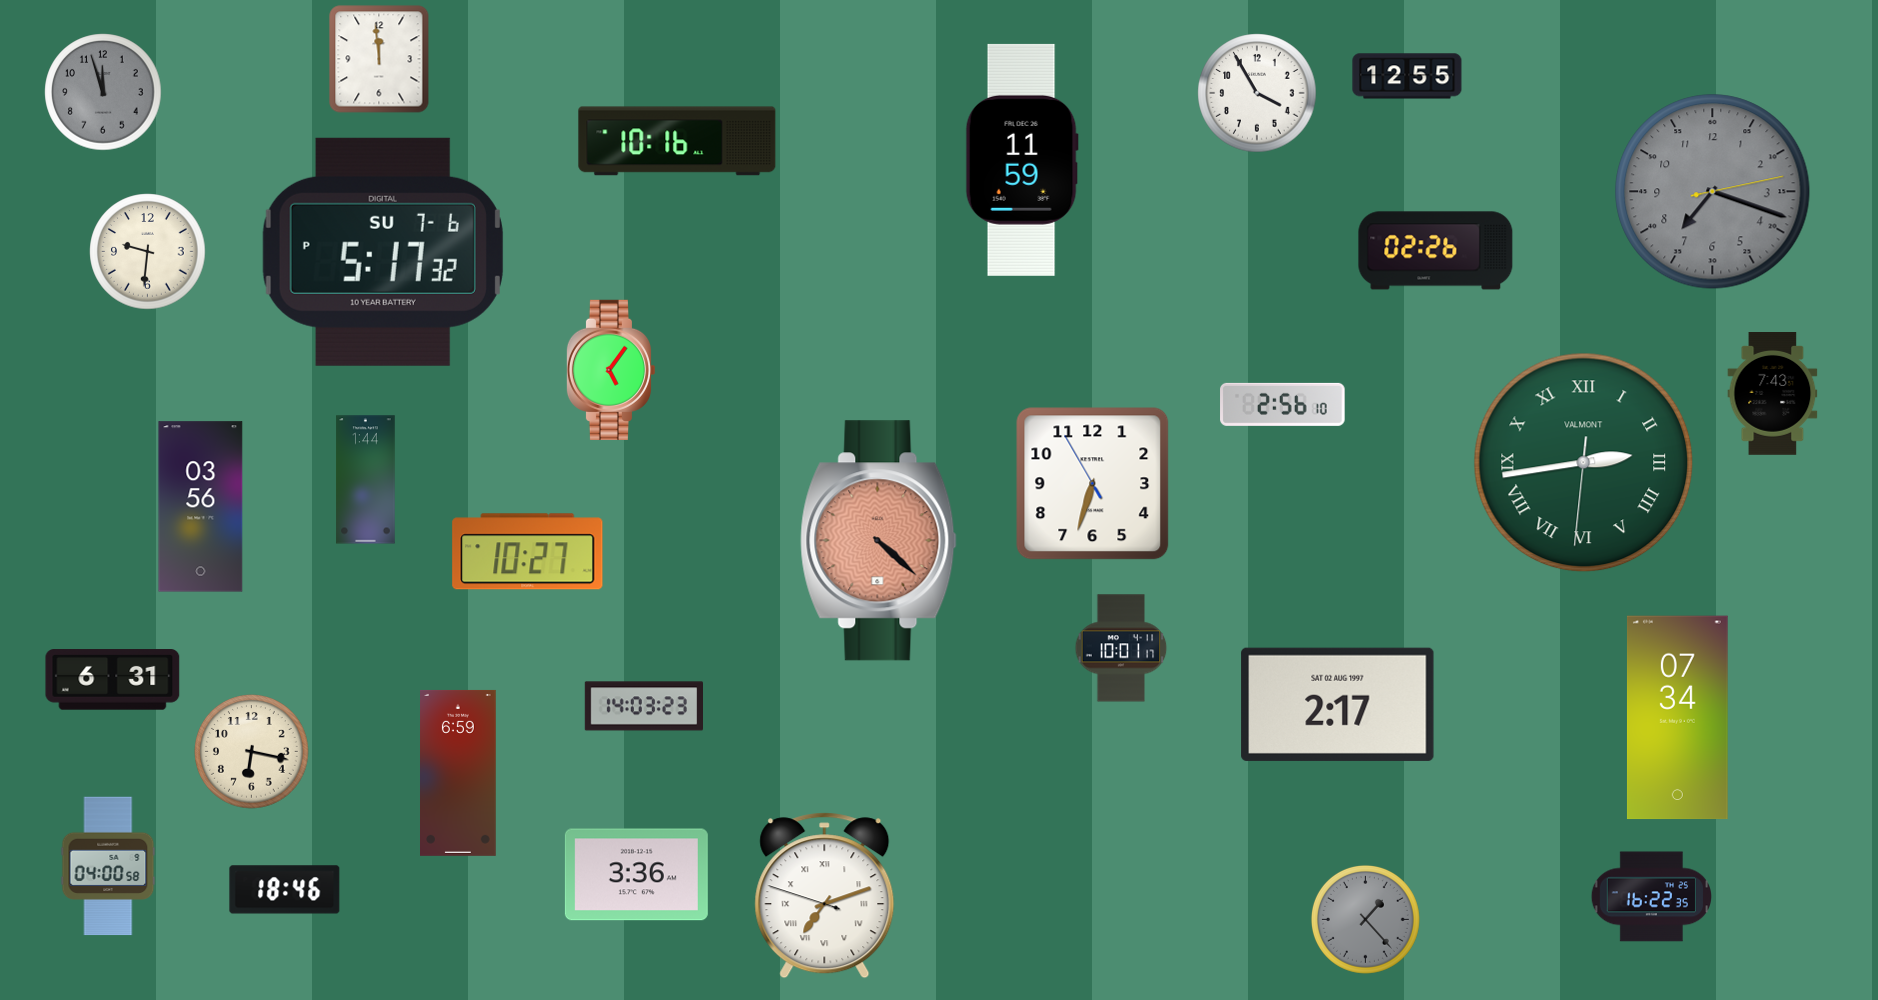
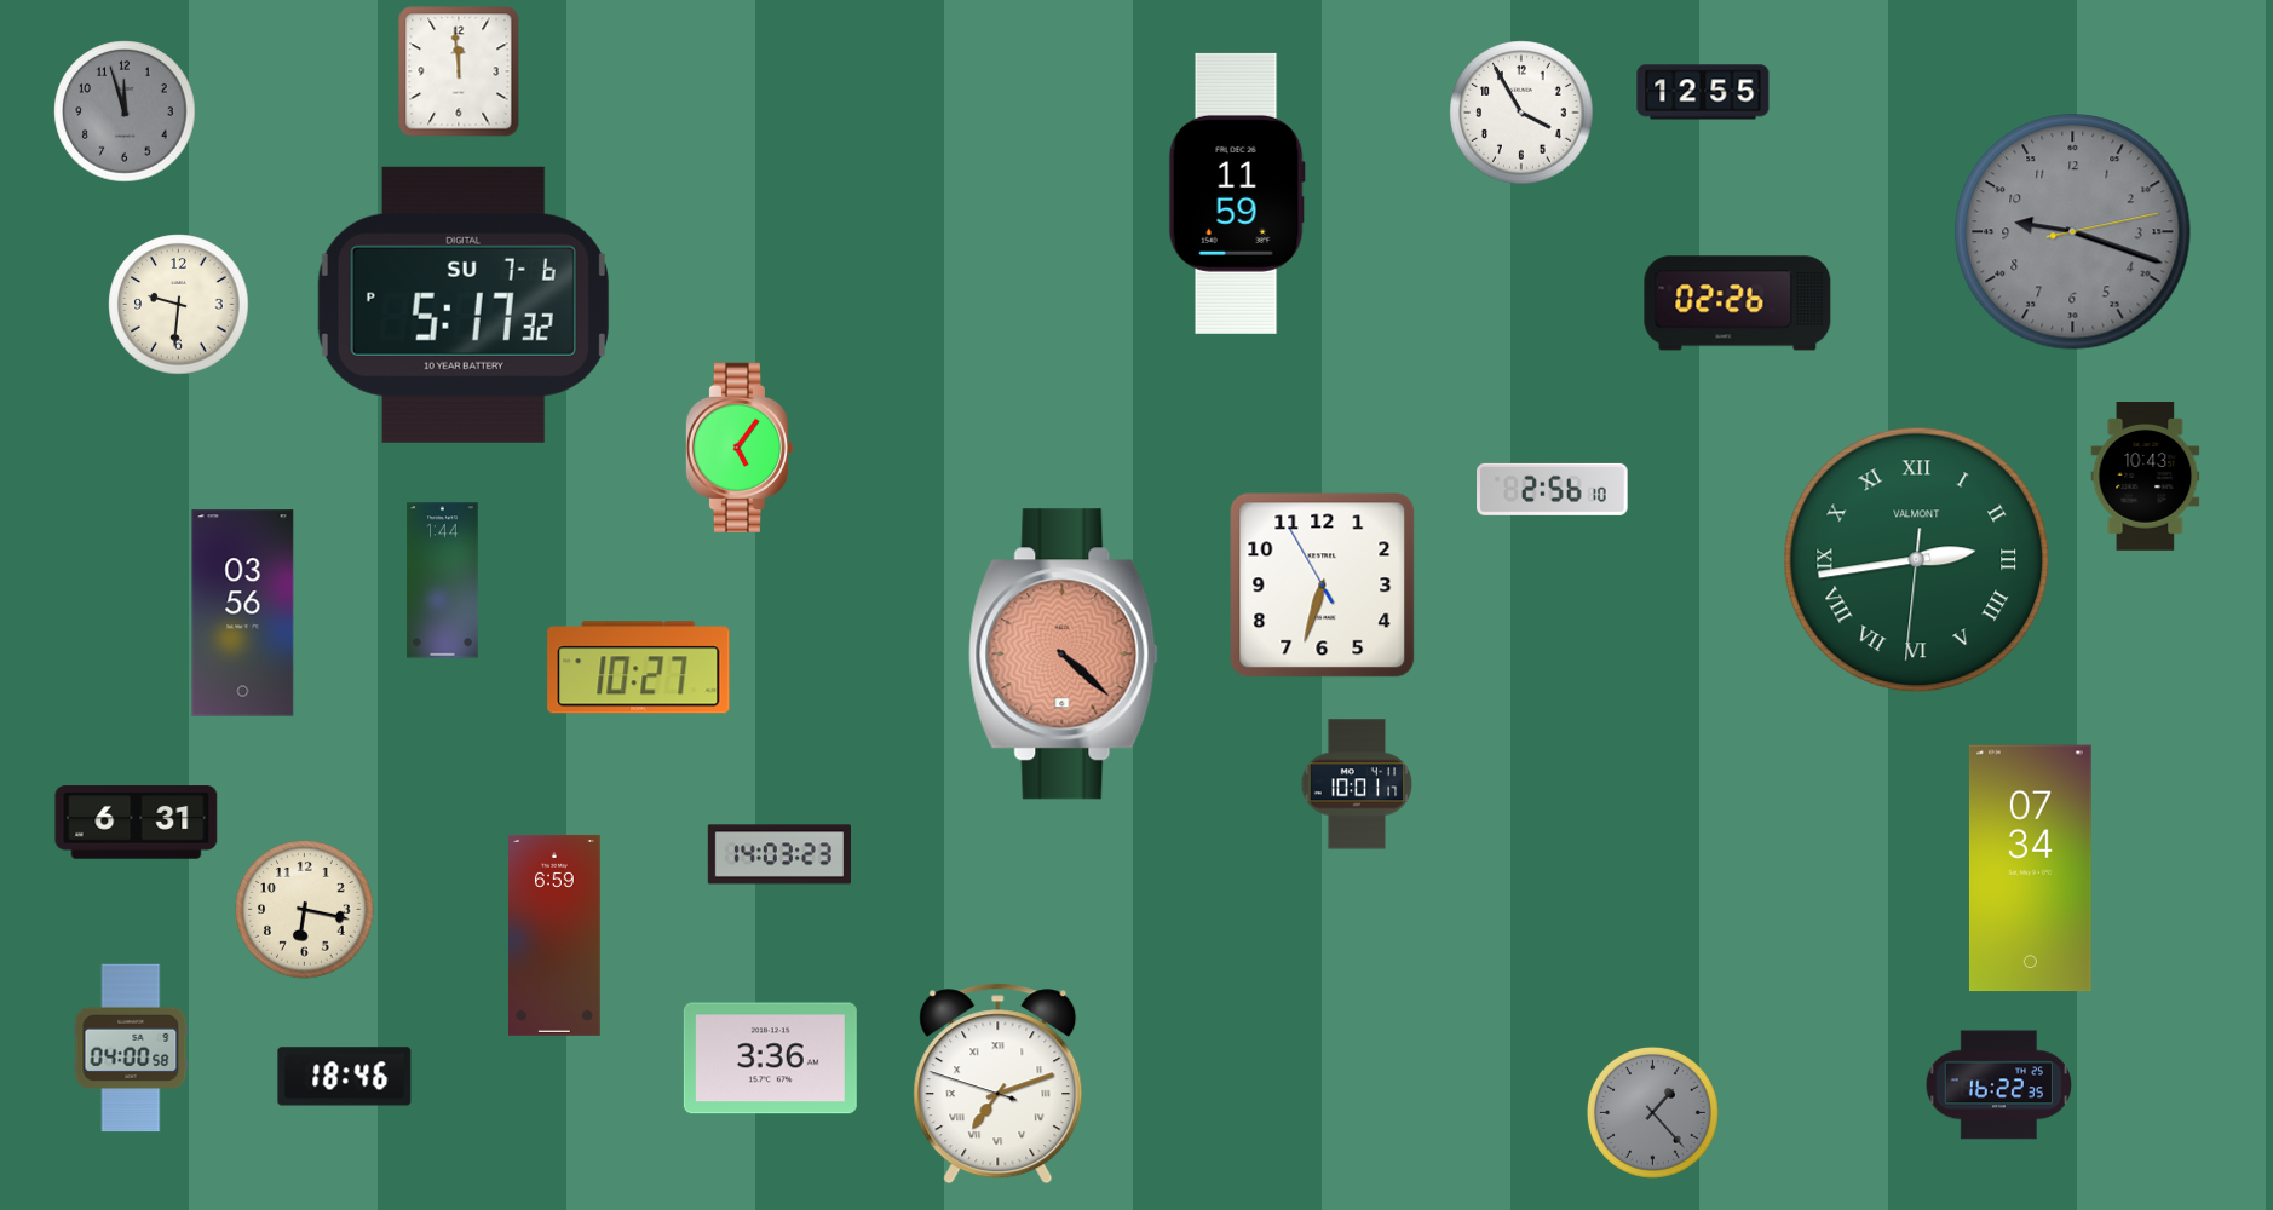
clock at (677, 141): 10:16 -> none
clock at (1713, 192): 7:18 -> 9:18
clock at (1773, 394): 7:43 -> 10:43
clock at (1338, 704): 2:17 -> none
